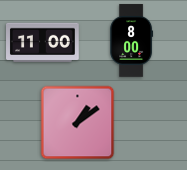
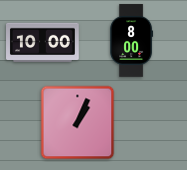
clock at (43, 42): 11:00 -> 10:00
clock at (78, 123): 1:09 -> 1:04
